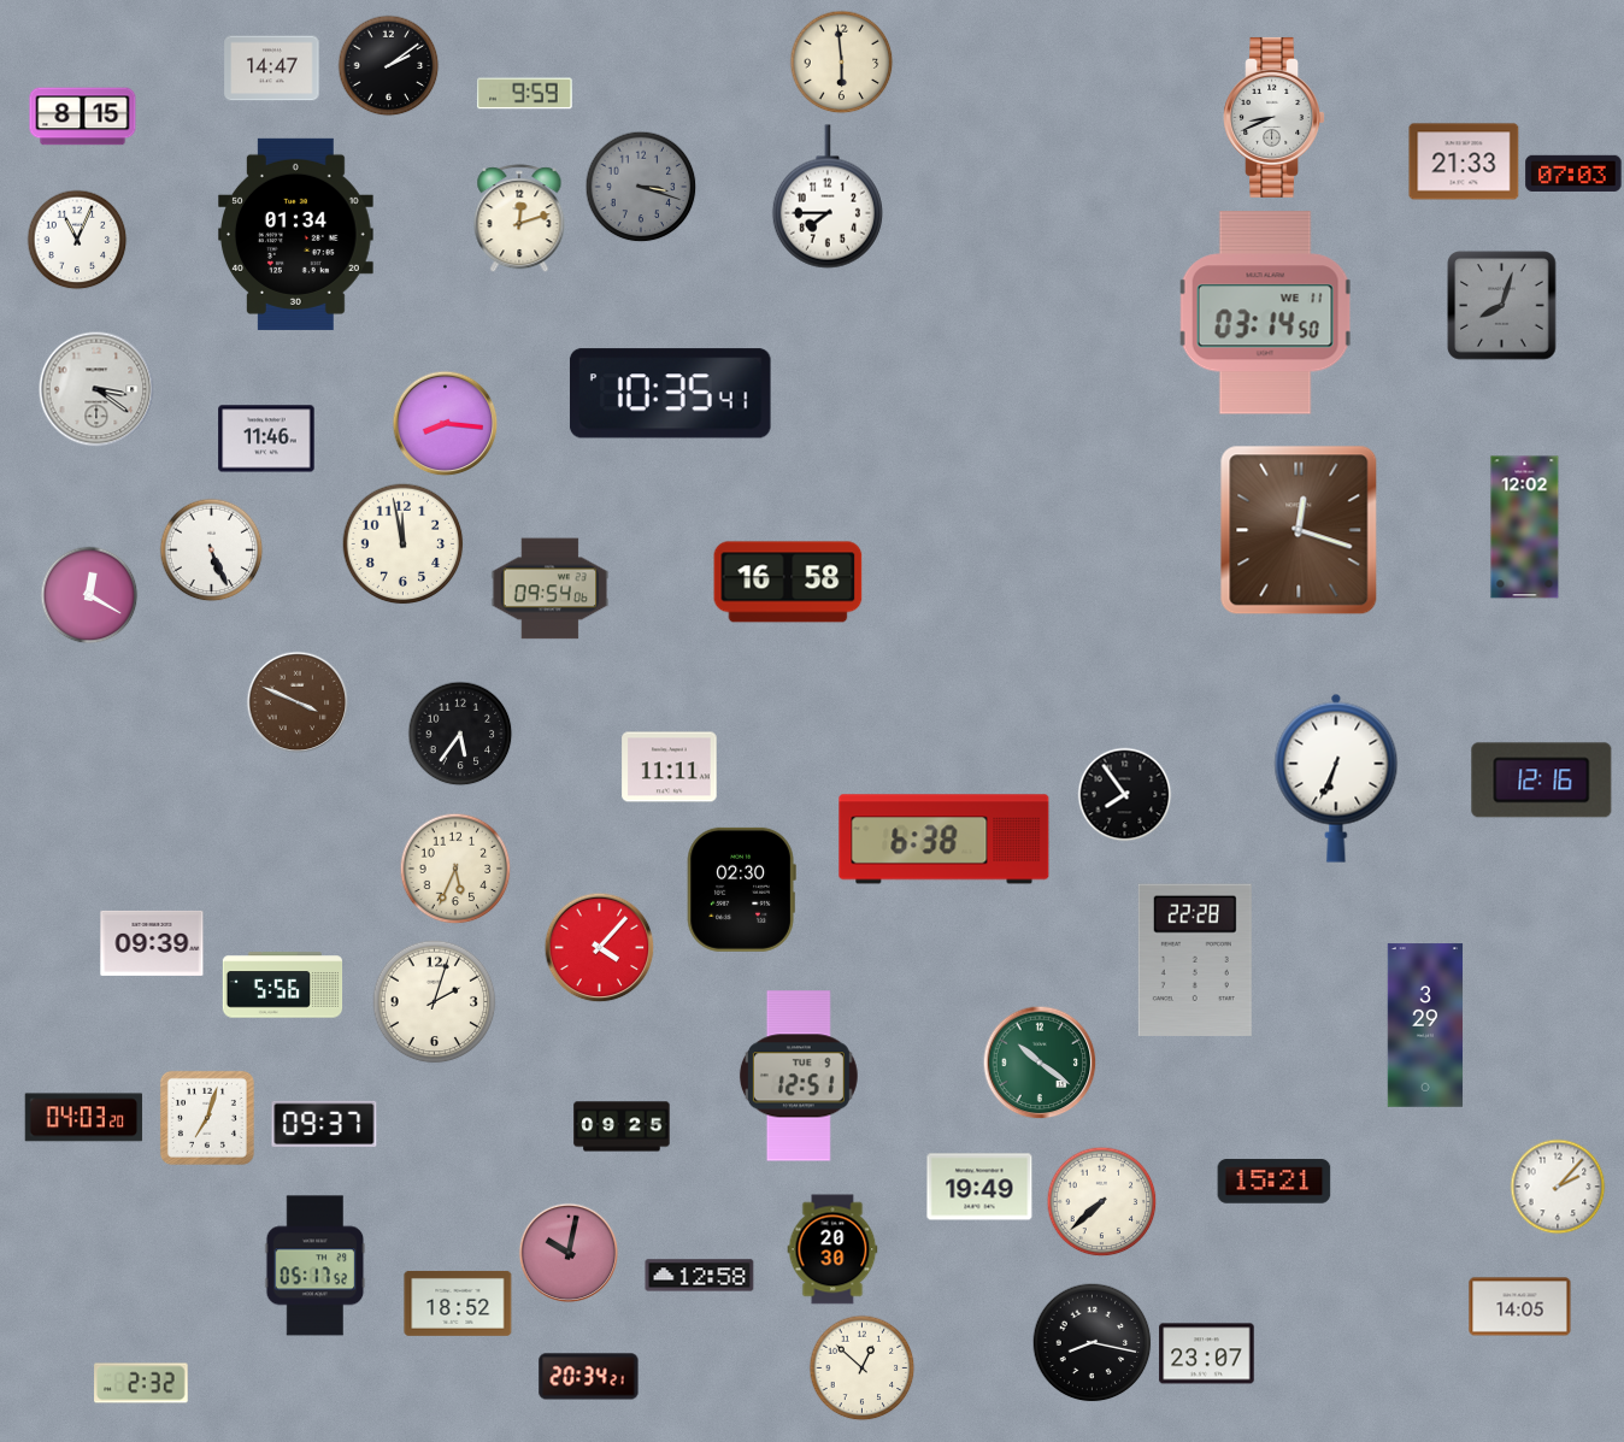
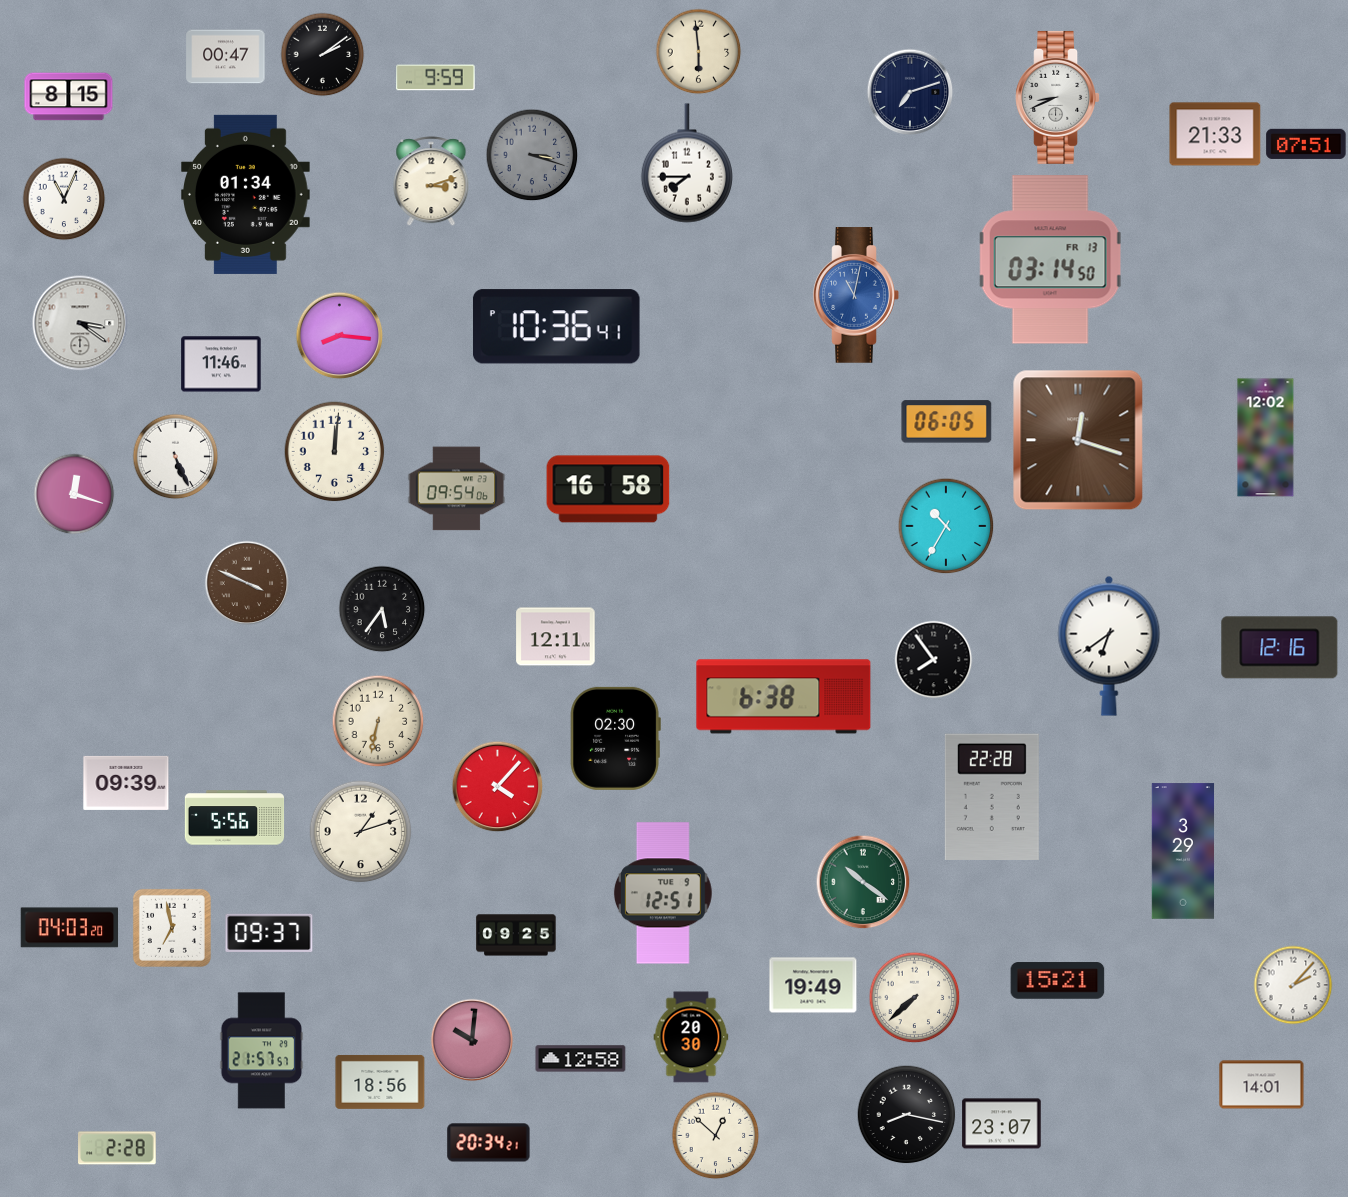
clock at (272, 69): 14:47 -> 00:47
clock at (910, 92): none -> 7:12
clock at (1573, 173): 07:03 -> 07:51
clock at (519, 219): 12:12 -> 3:12
clock at (1502, 306): 8:03 -> none
clock at (1266, 313) date: WE 11 -> FR 13
clock at (856, 295): none -> 11:02
clock at (670, 394): 10:35 -> 10:36
clock at (446, 424) position: (446, 424) -> (340, 336)
clock at (947, 422): none -> 06:05
clock at (404, 545): 11:58 -> 12:01
clock at (788, 582) position: (788, 582) -> (608, 489)
clock at (89, 595): 12:20 -> 12:18
clock at (946, 526): none -> 10:35
clock at (670, 767): 11:11 -> 12:11
clock at (1336, 778): 6:34 -> 6:39
clock at (455, 869): 5:34 -> 6:32
clock at (435, 1002): 2:03 -> 1:12
clock at (207, 1118): 7:03 -> 6:58
clock at (569, 1253): 10:02 -> 10:01
clock at (316, 1266): 05:17 -> 21:57
clock at (458, 1303): 18:52 -> 18:56
clock at (1520, 1307): 14:05 -> 14:01
clock at (141, 1383): 2:32 -> 2:28
